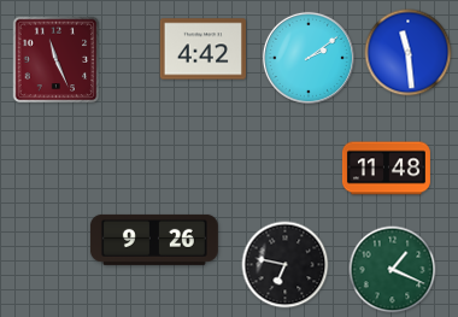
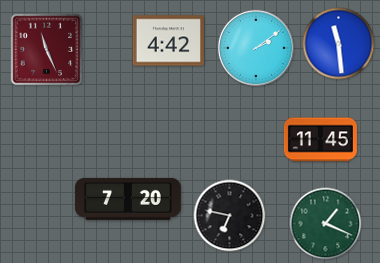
clock at (386, 169): 11:48 -> 11:45
clock at (154, 240): 9:26 -> 7:20
clock at (286, 265) position: (286, 265) -> (230, 216)
